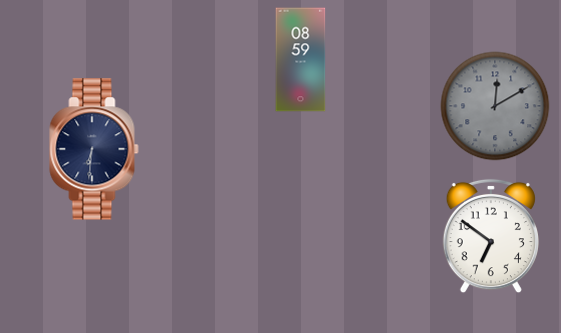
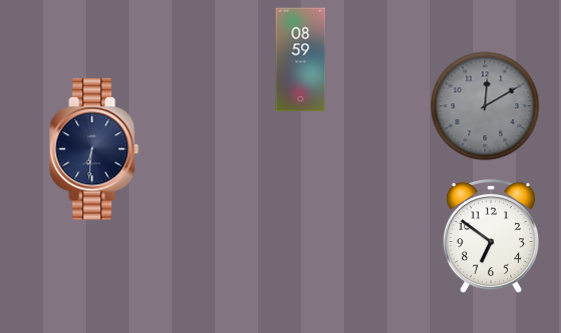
clock at (495, 106) position: (495, 106) -> (485, 106)
